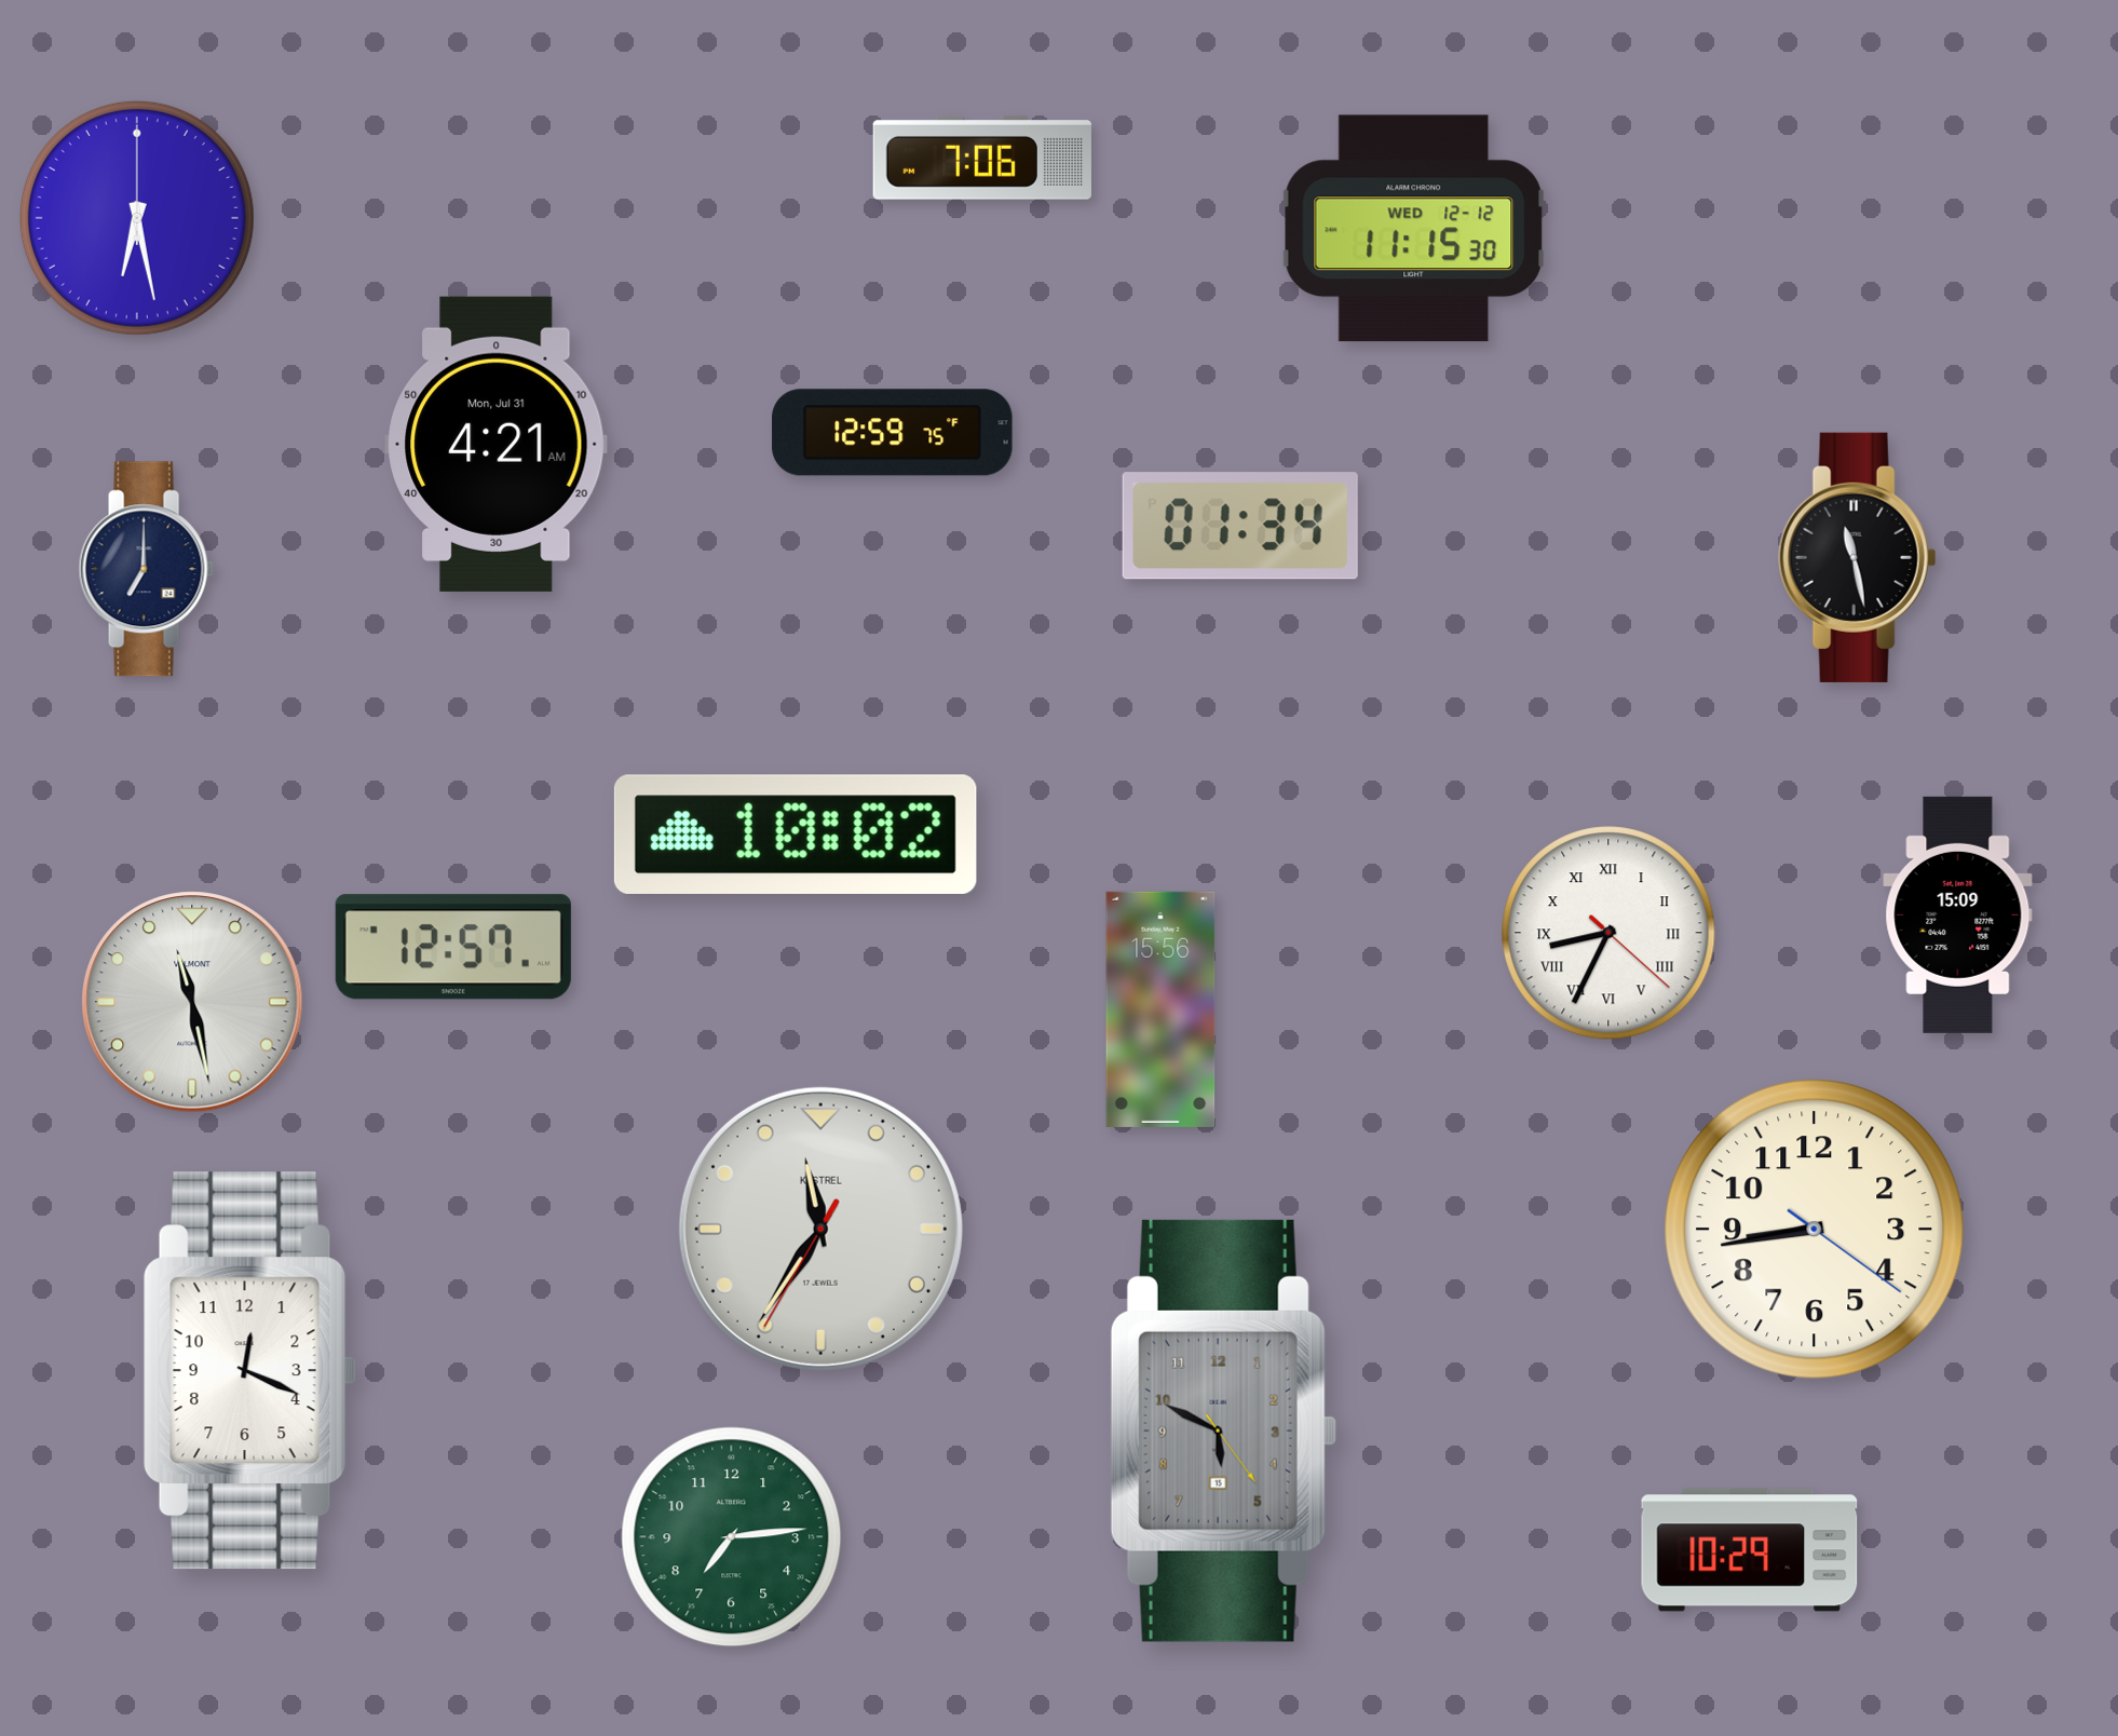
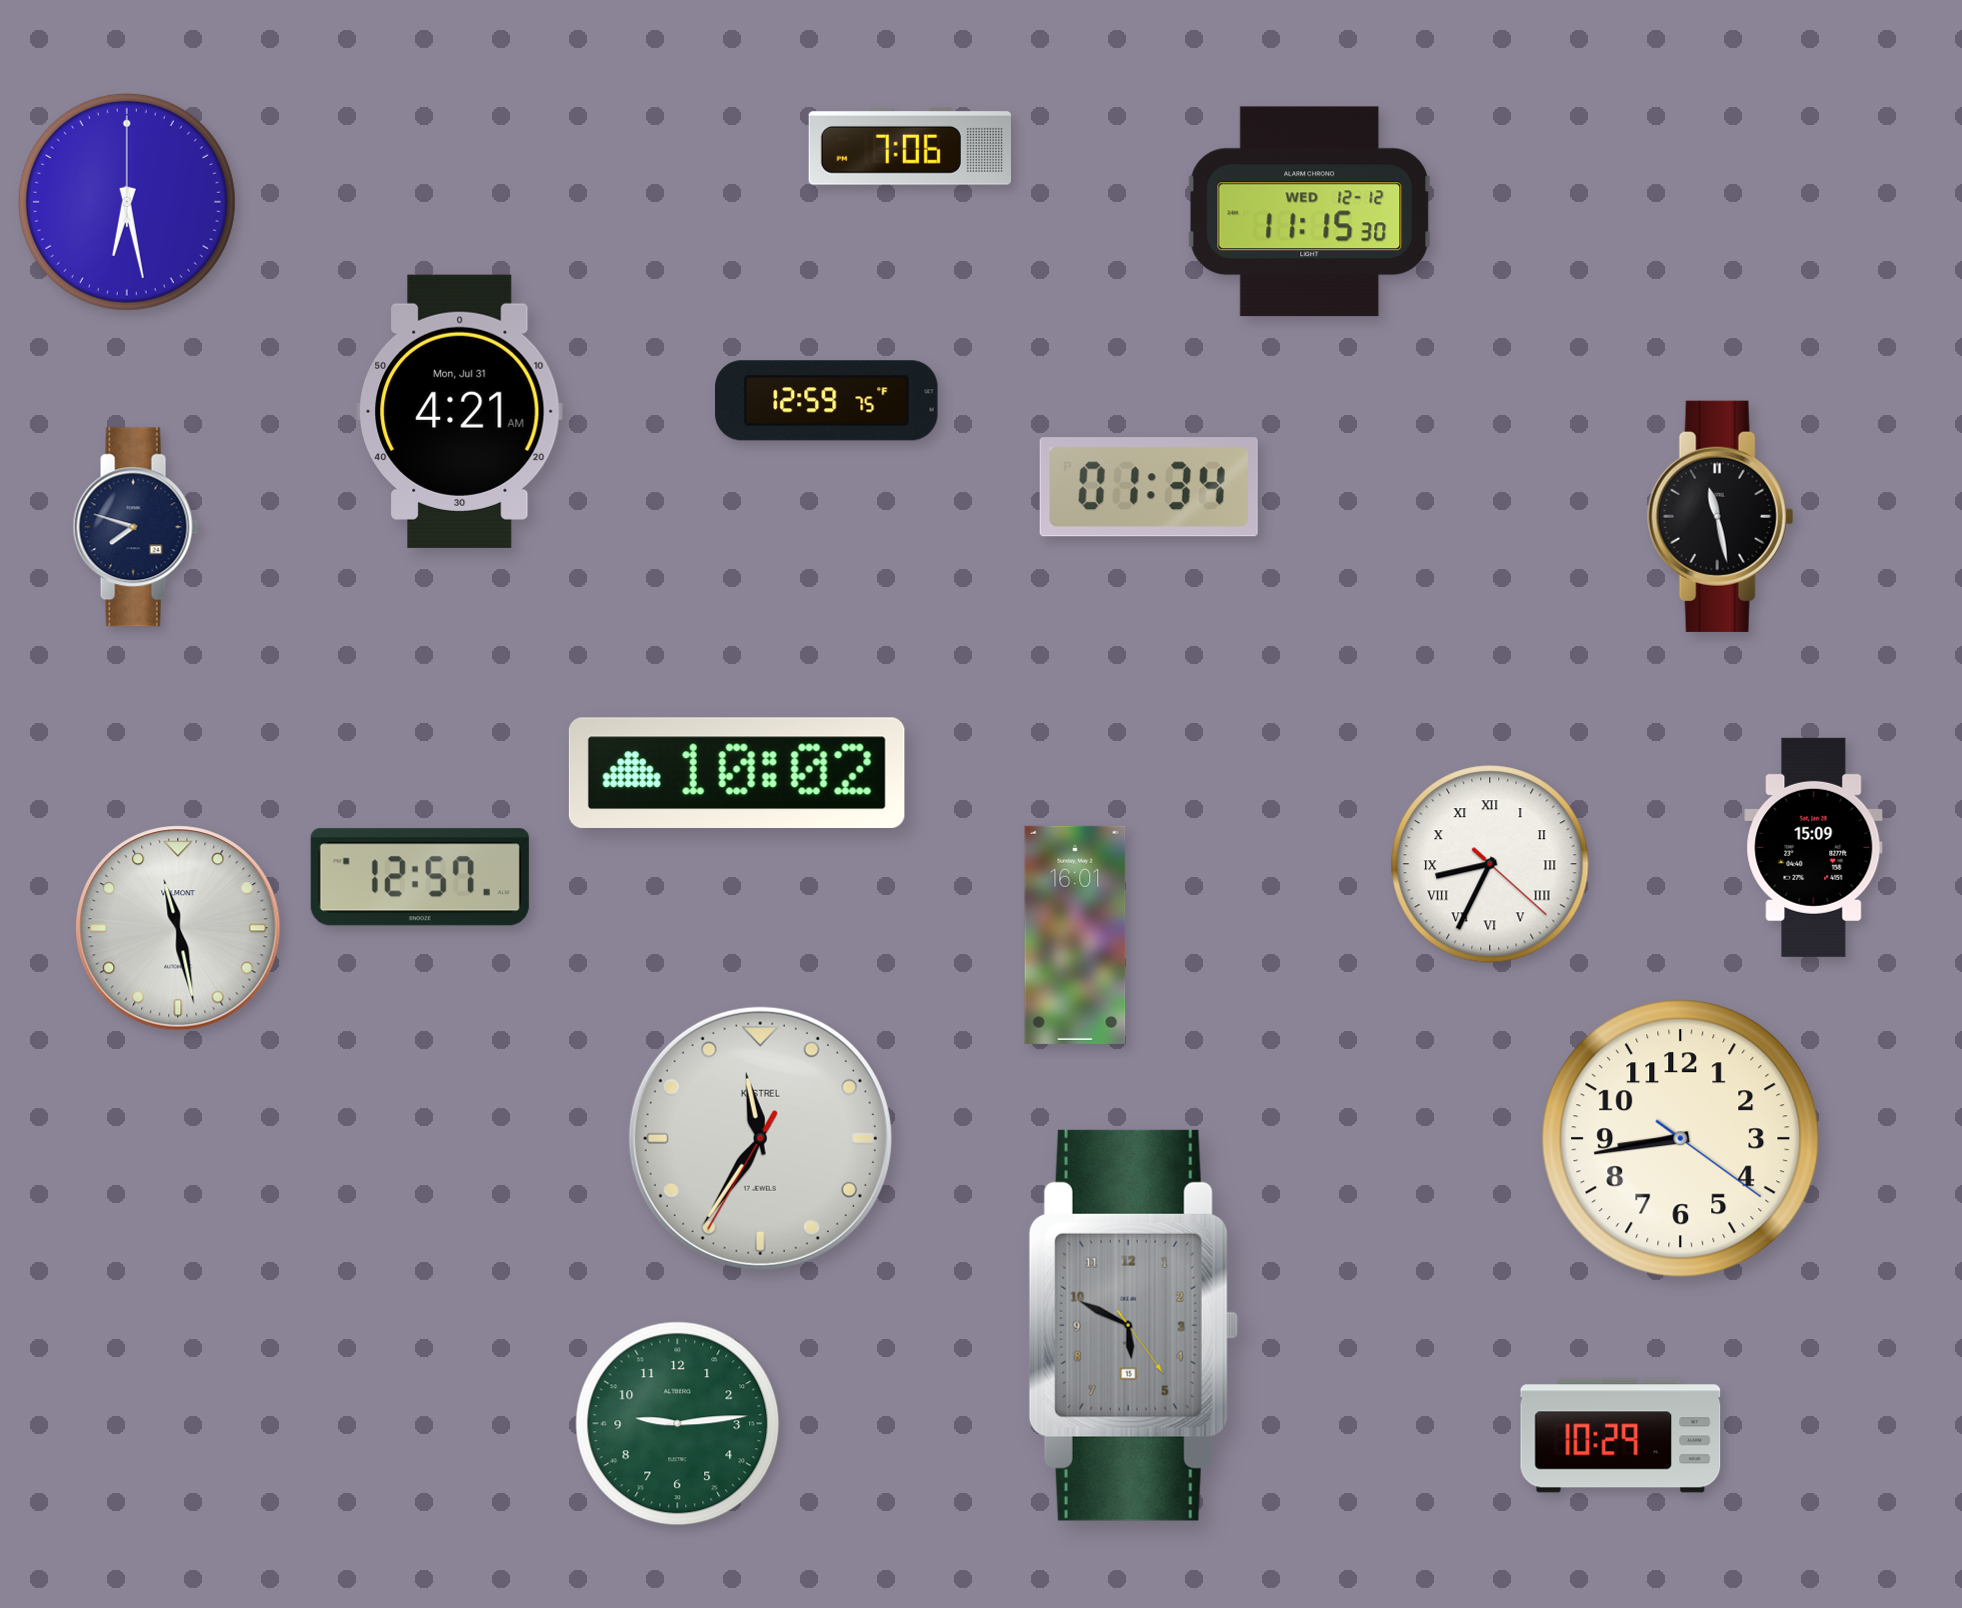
clock at (147, 569): 7:00 -> 7:48
clock at (1160, 1009): 15:56 -> 16:01
clock at (249, 1371): 12:19 -> none
clock at (732, 1537): 7:14 -> 9:14
